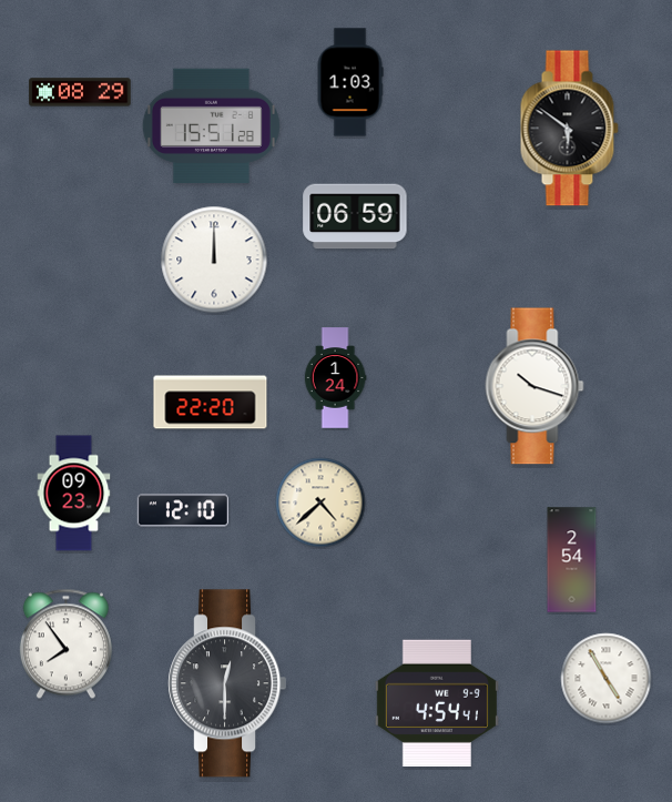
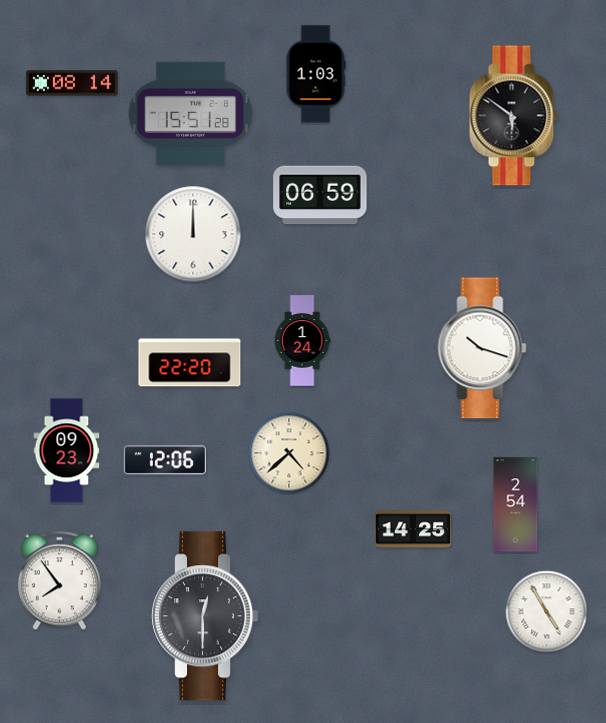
clock at (80, 92): 08:29 -> 08:14
clock at (74, 494) position: (74, 494) -> (67, 451)
clock at (183, 510): 12:10 -> 12:06
clock at (413, 529): none -> 14:25
clock at (437, 702): 4:54 -> none
